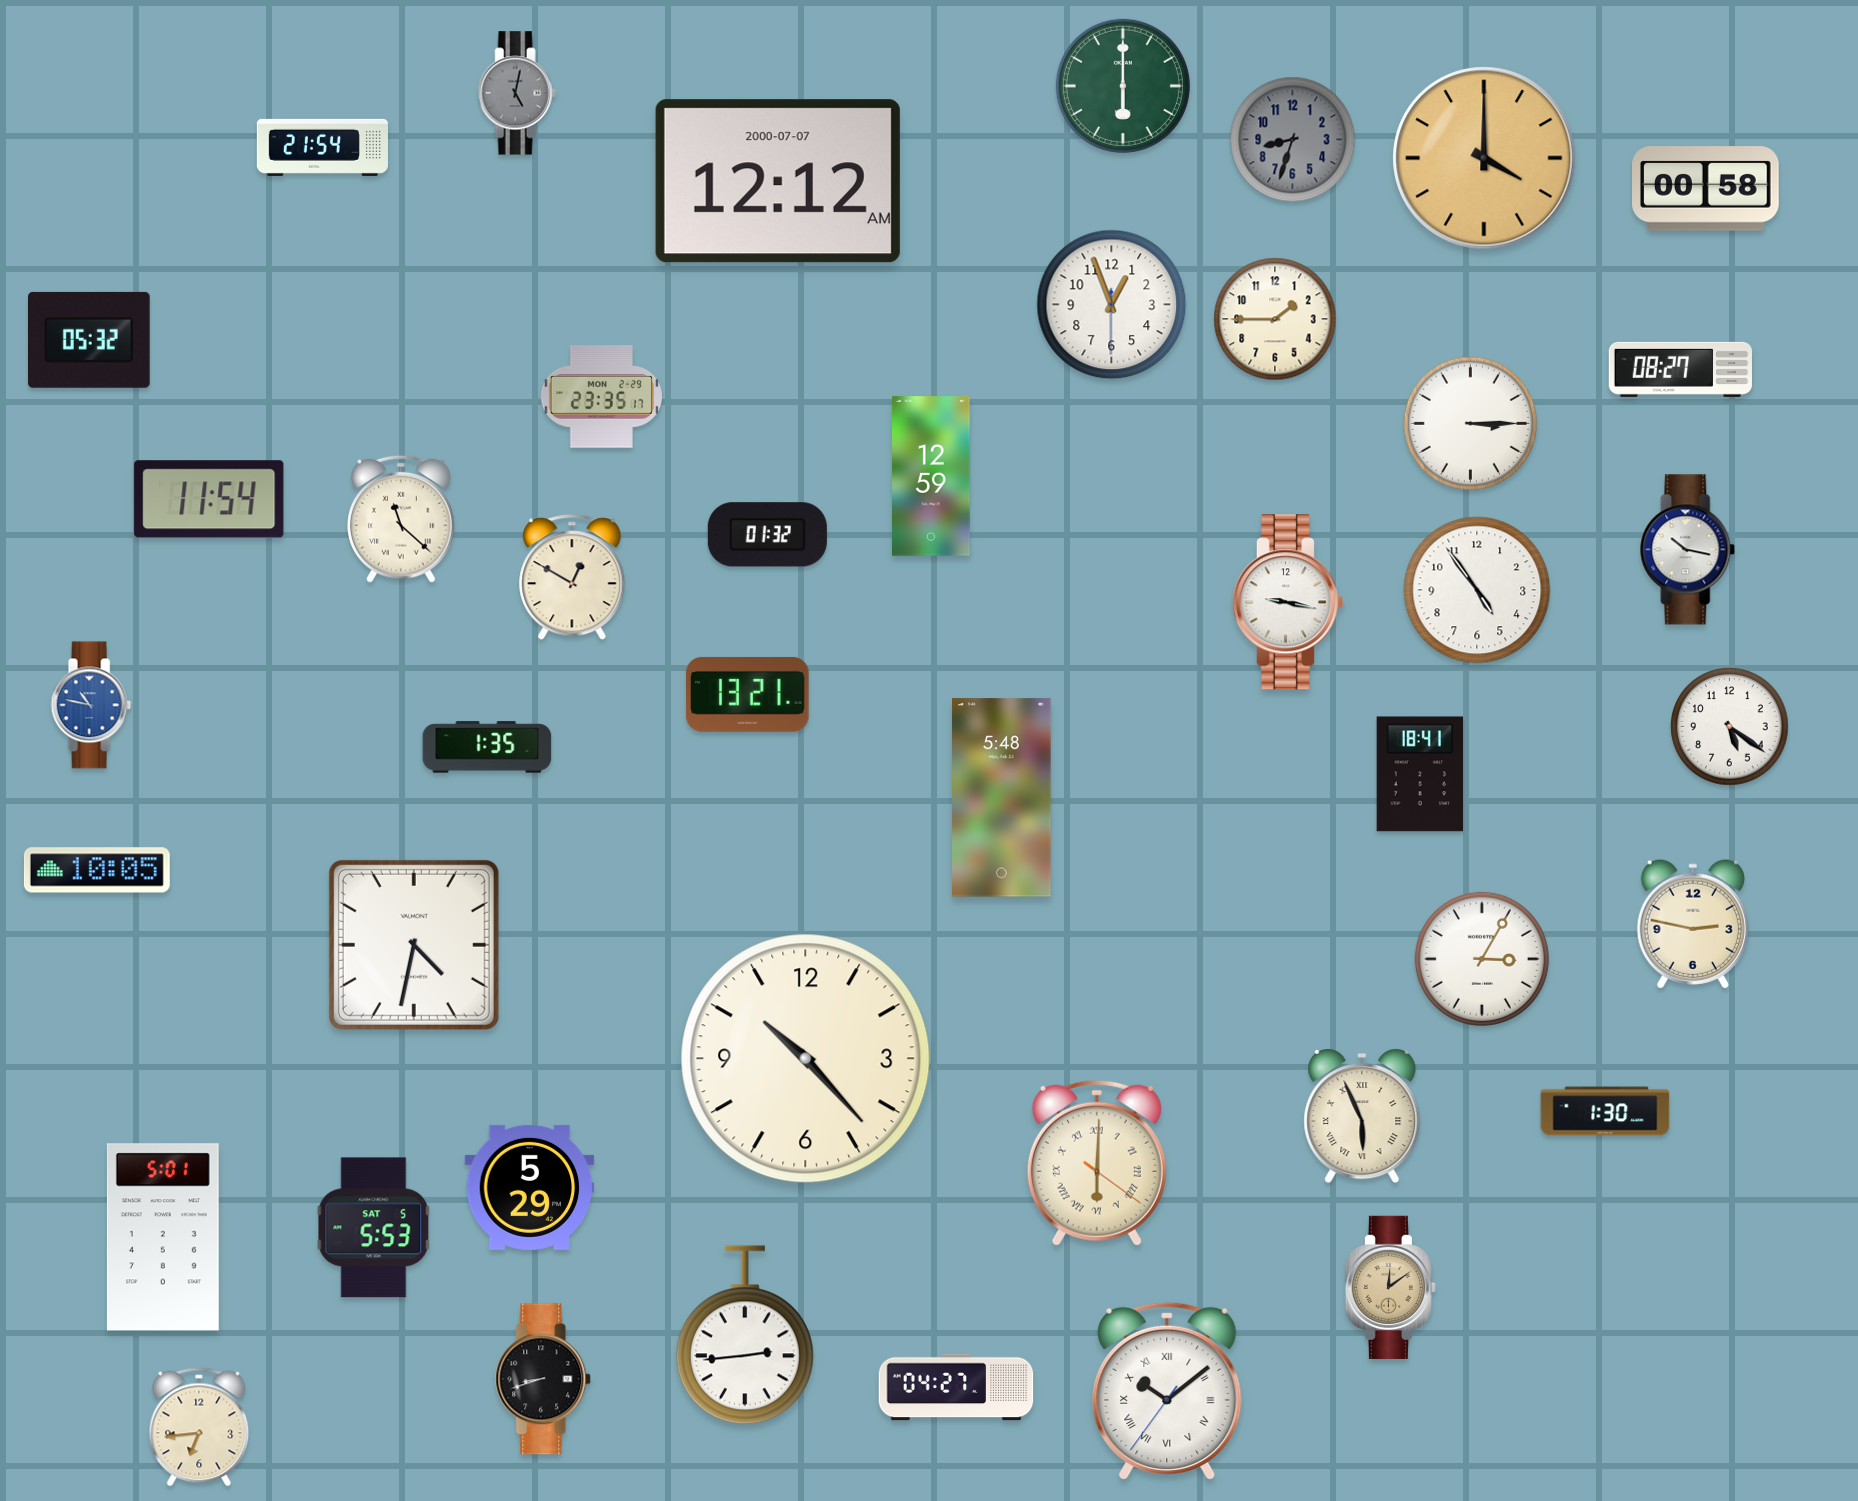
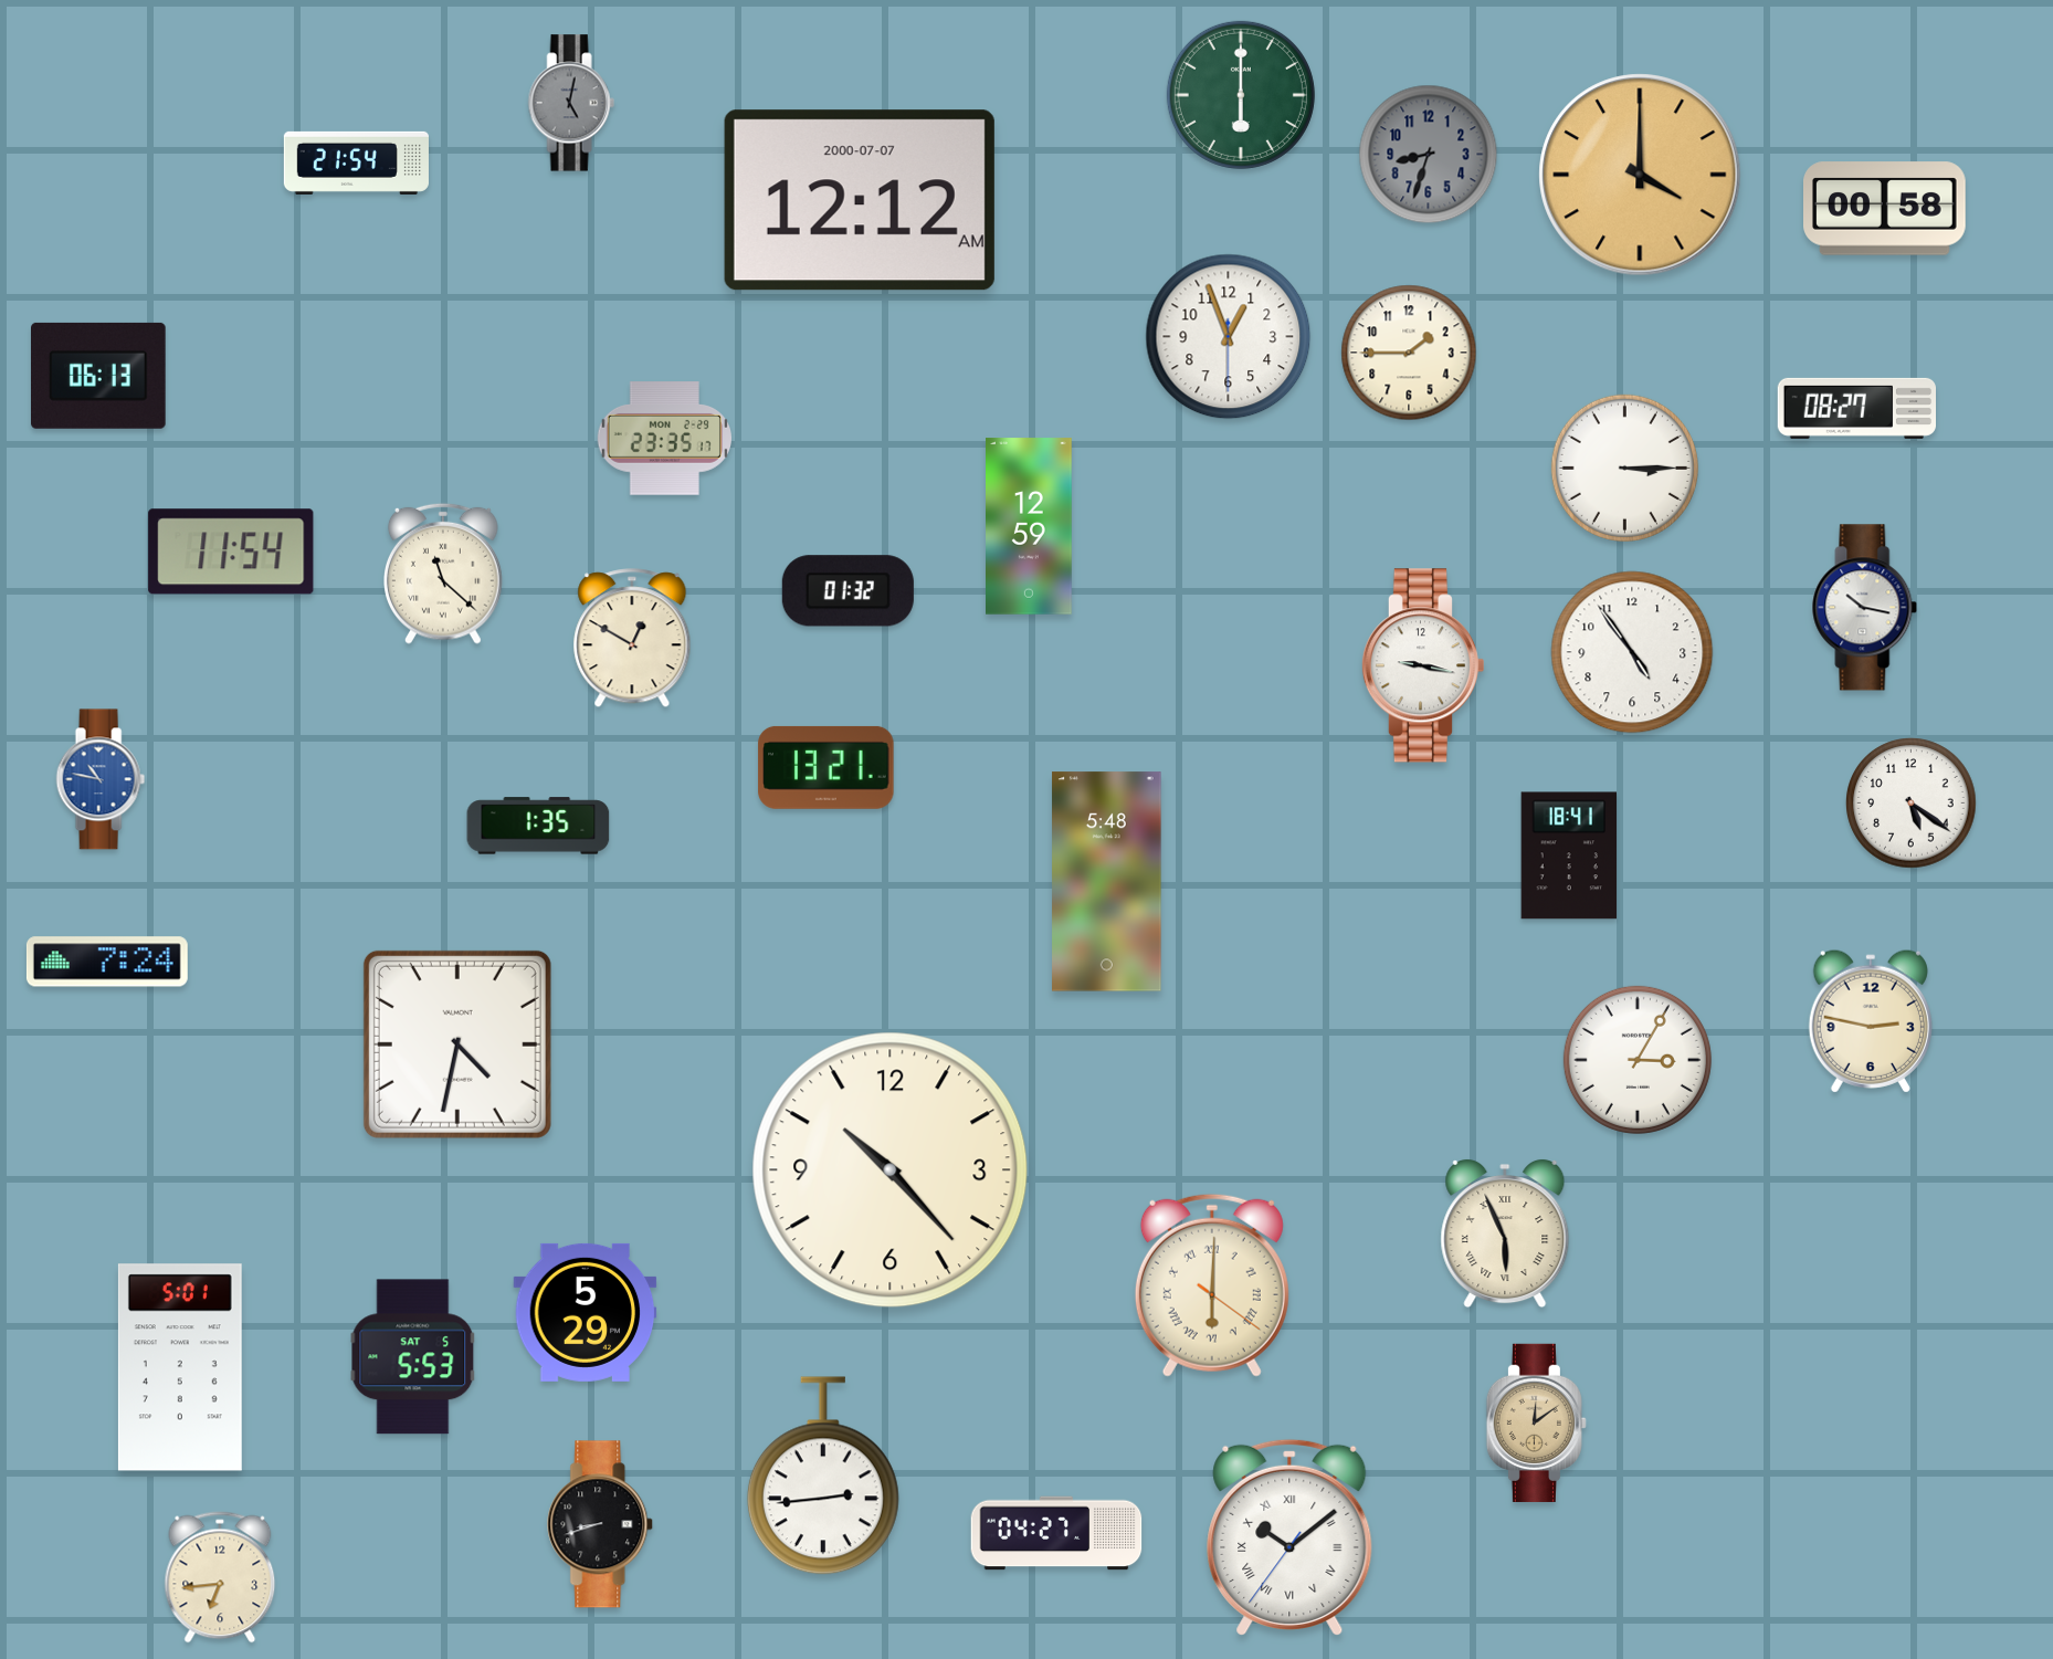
clock at (90, 340): 05:32 -> 06:13
clock at (97, 870): 10:05 -> 7:24
clock at (1605, 1111): 1:30 -> none
